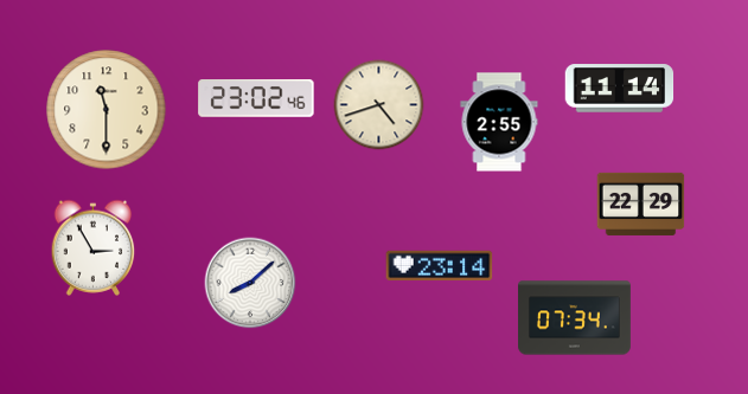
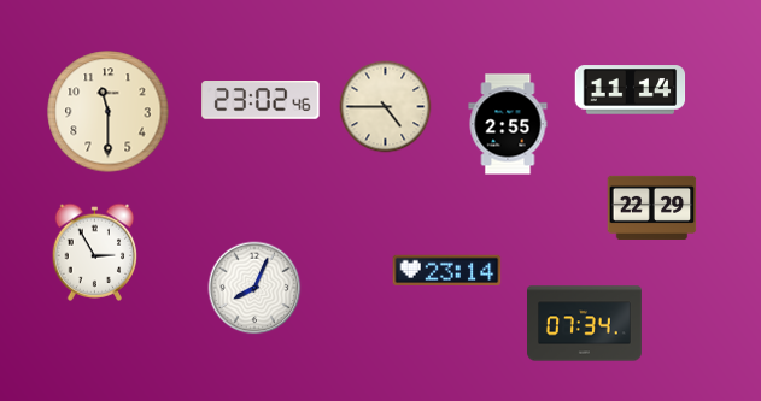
clock at (379, 105): 4:42 -> 4:45
clock at (250, 283): 8:08 -> 8:04
